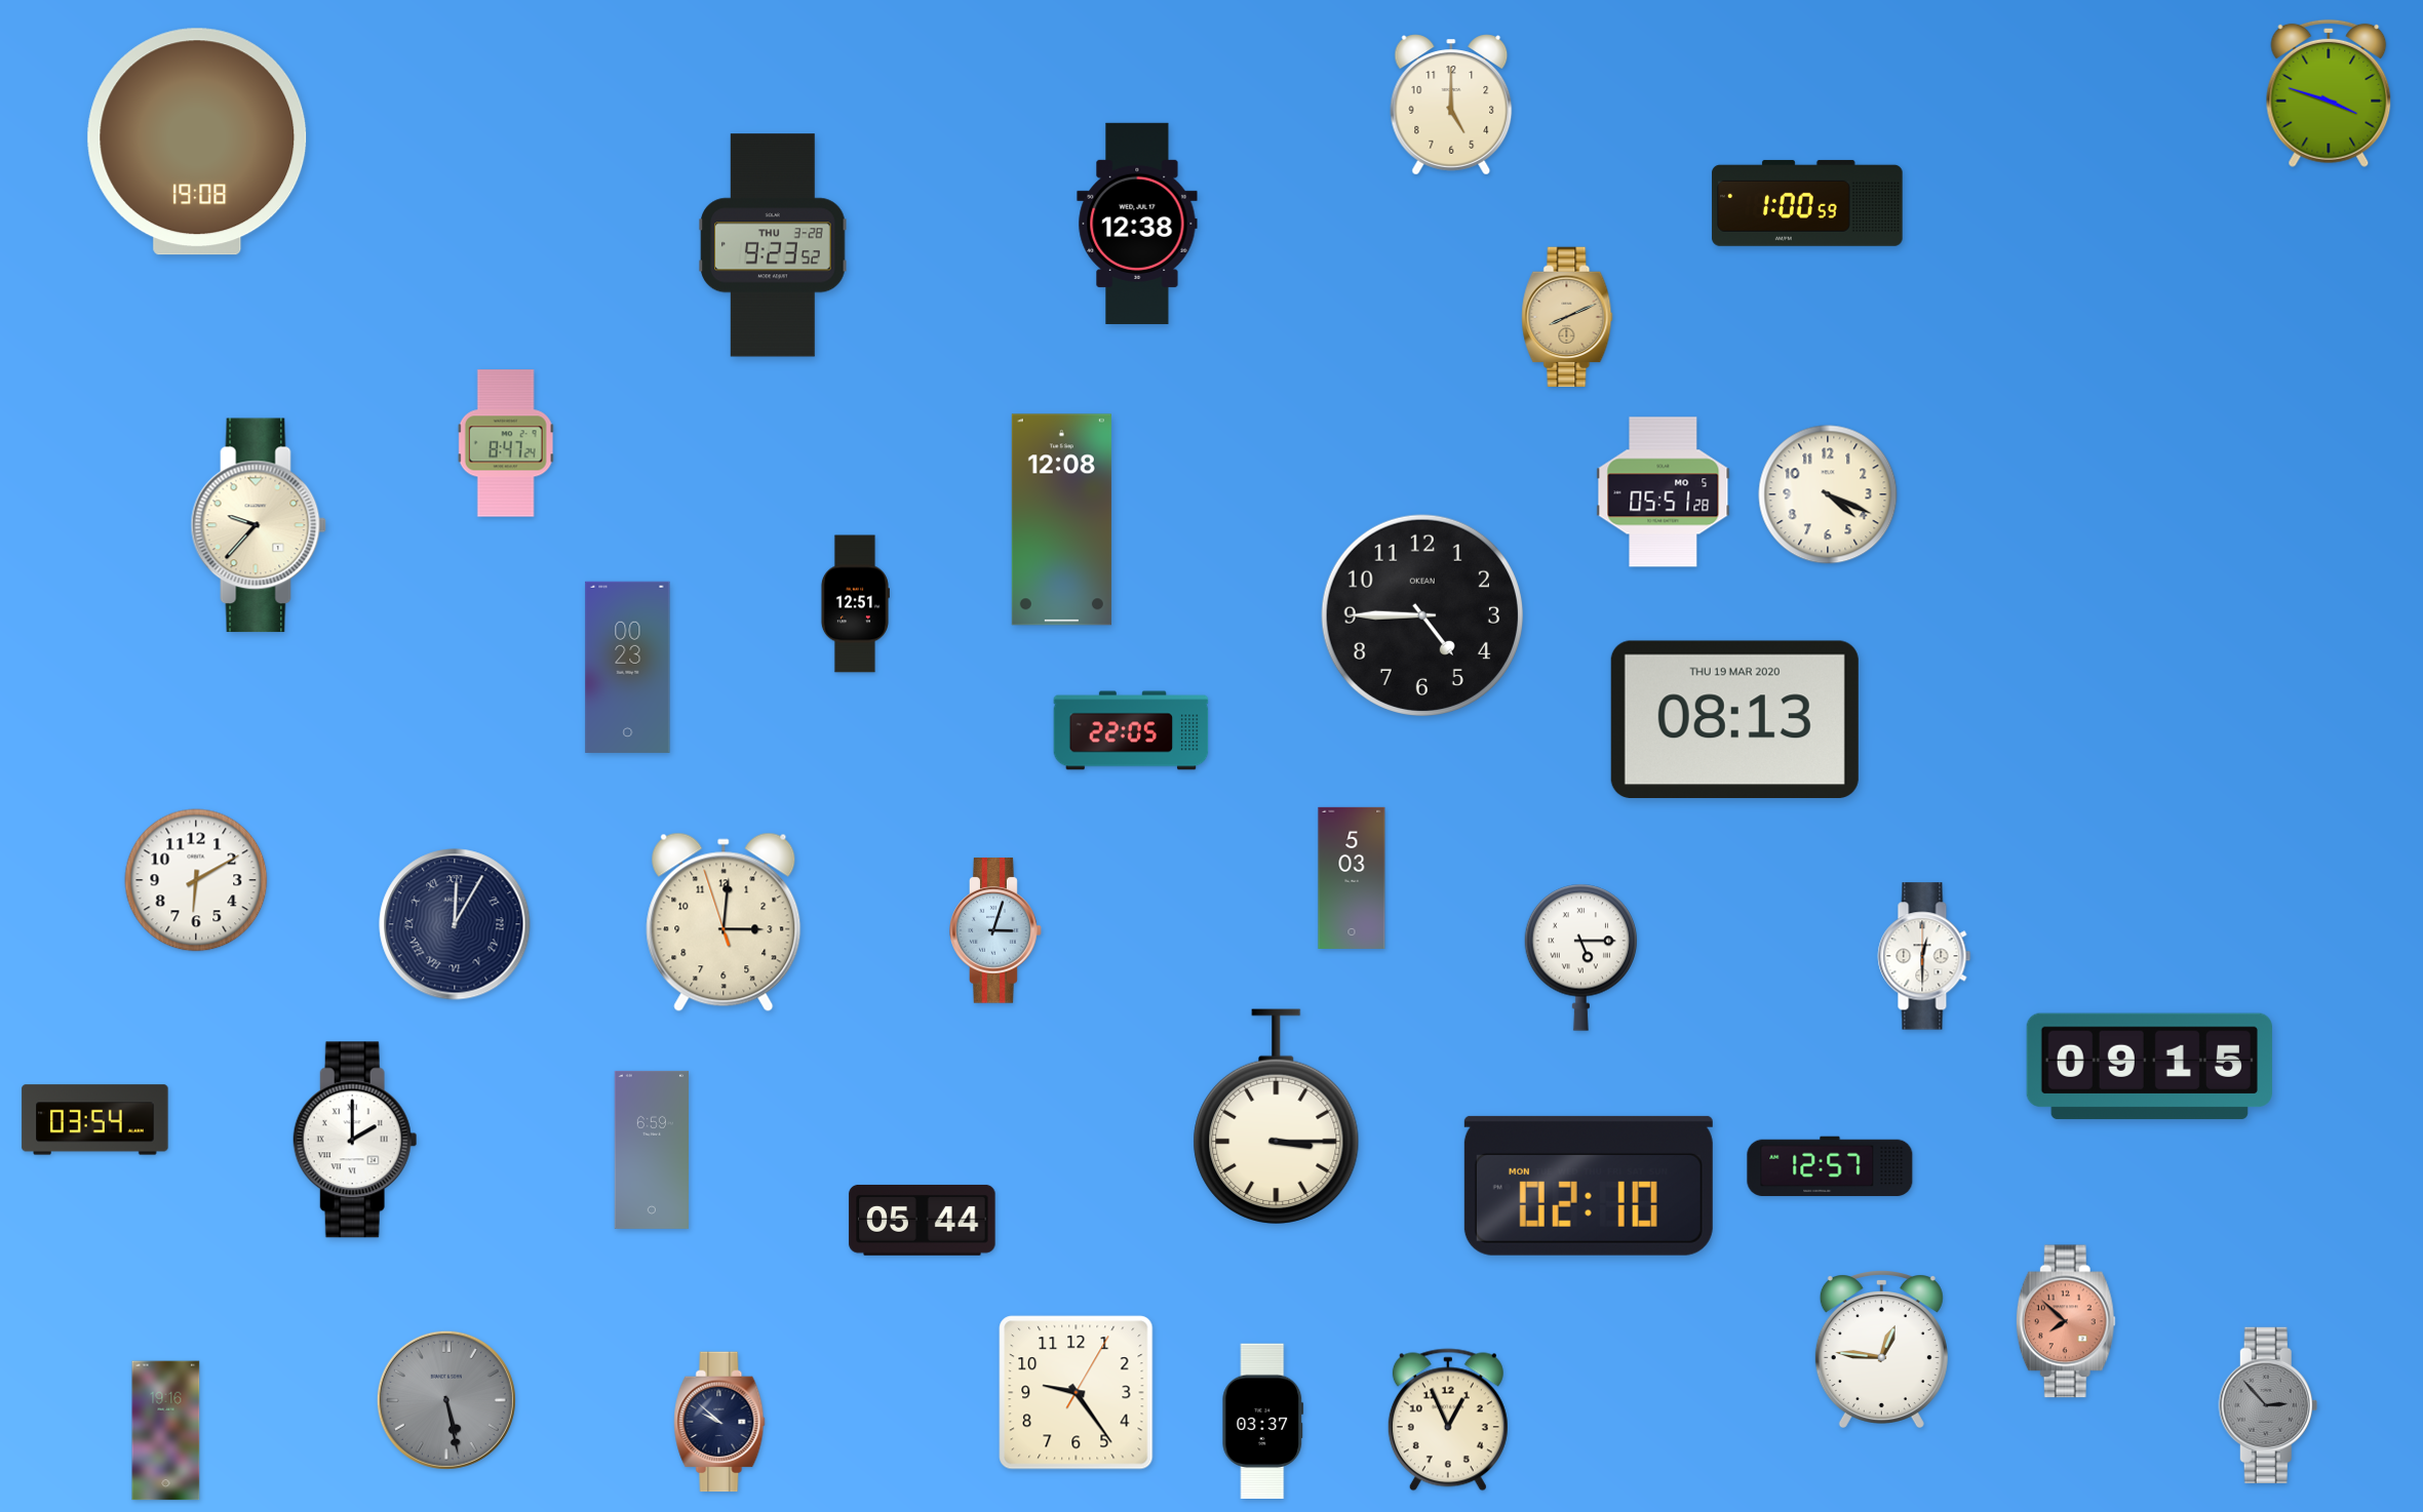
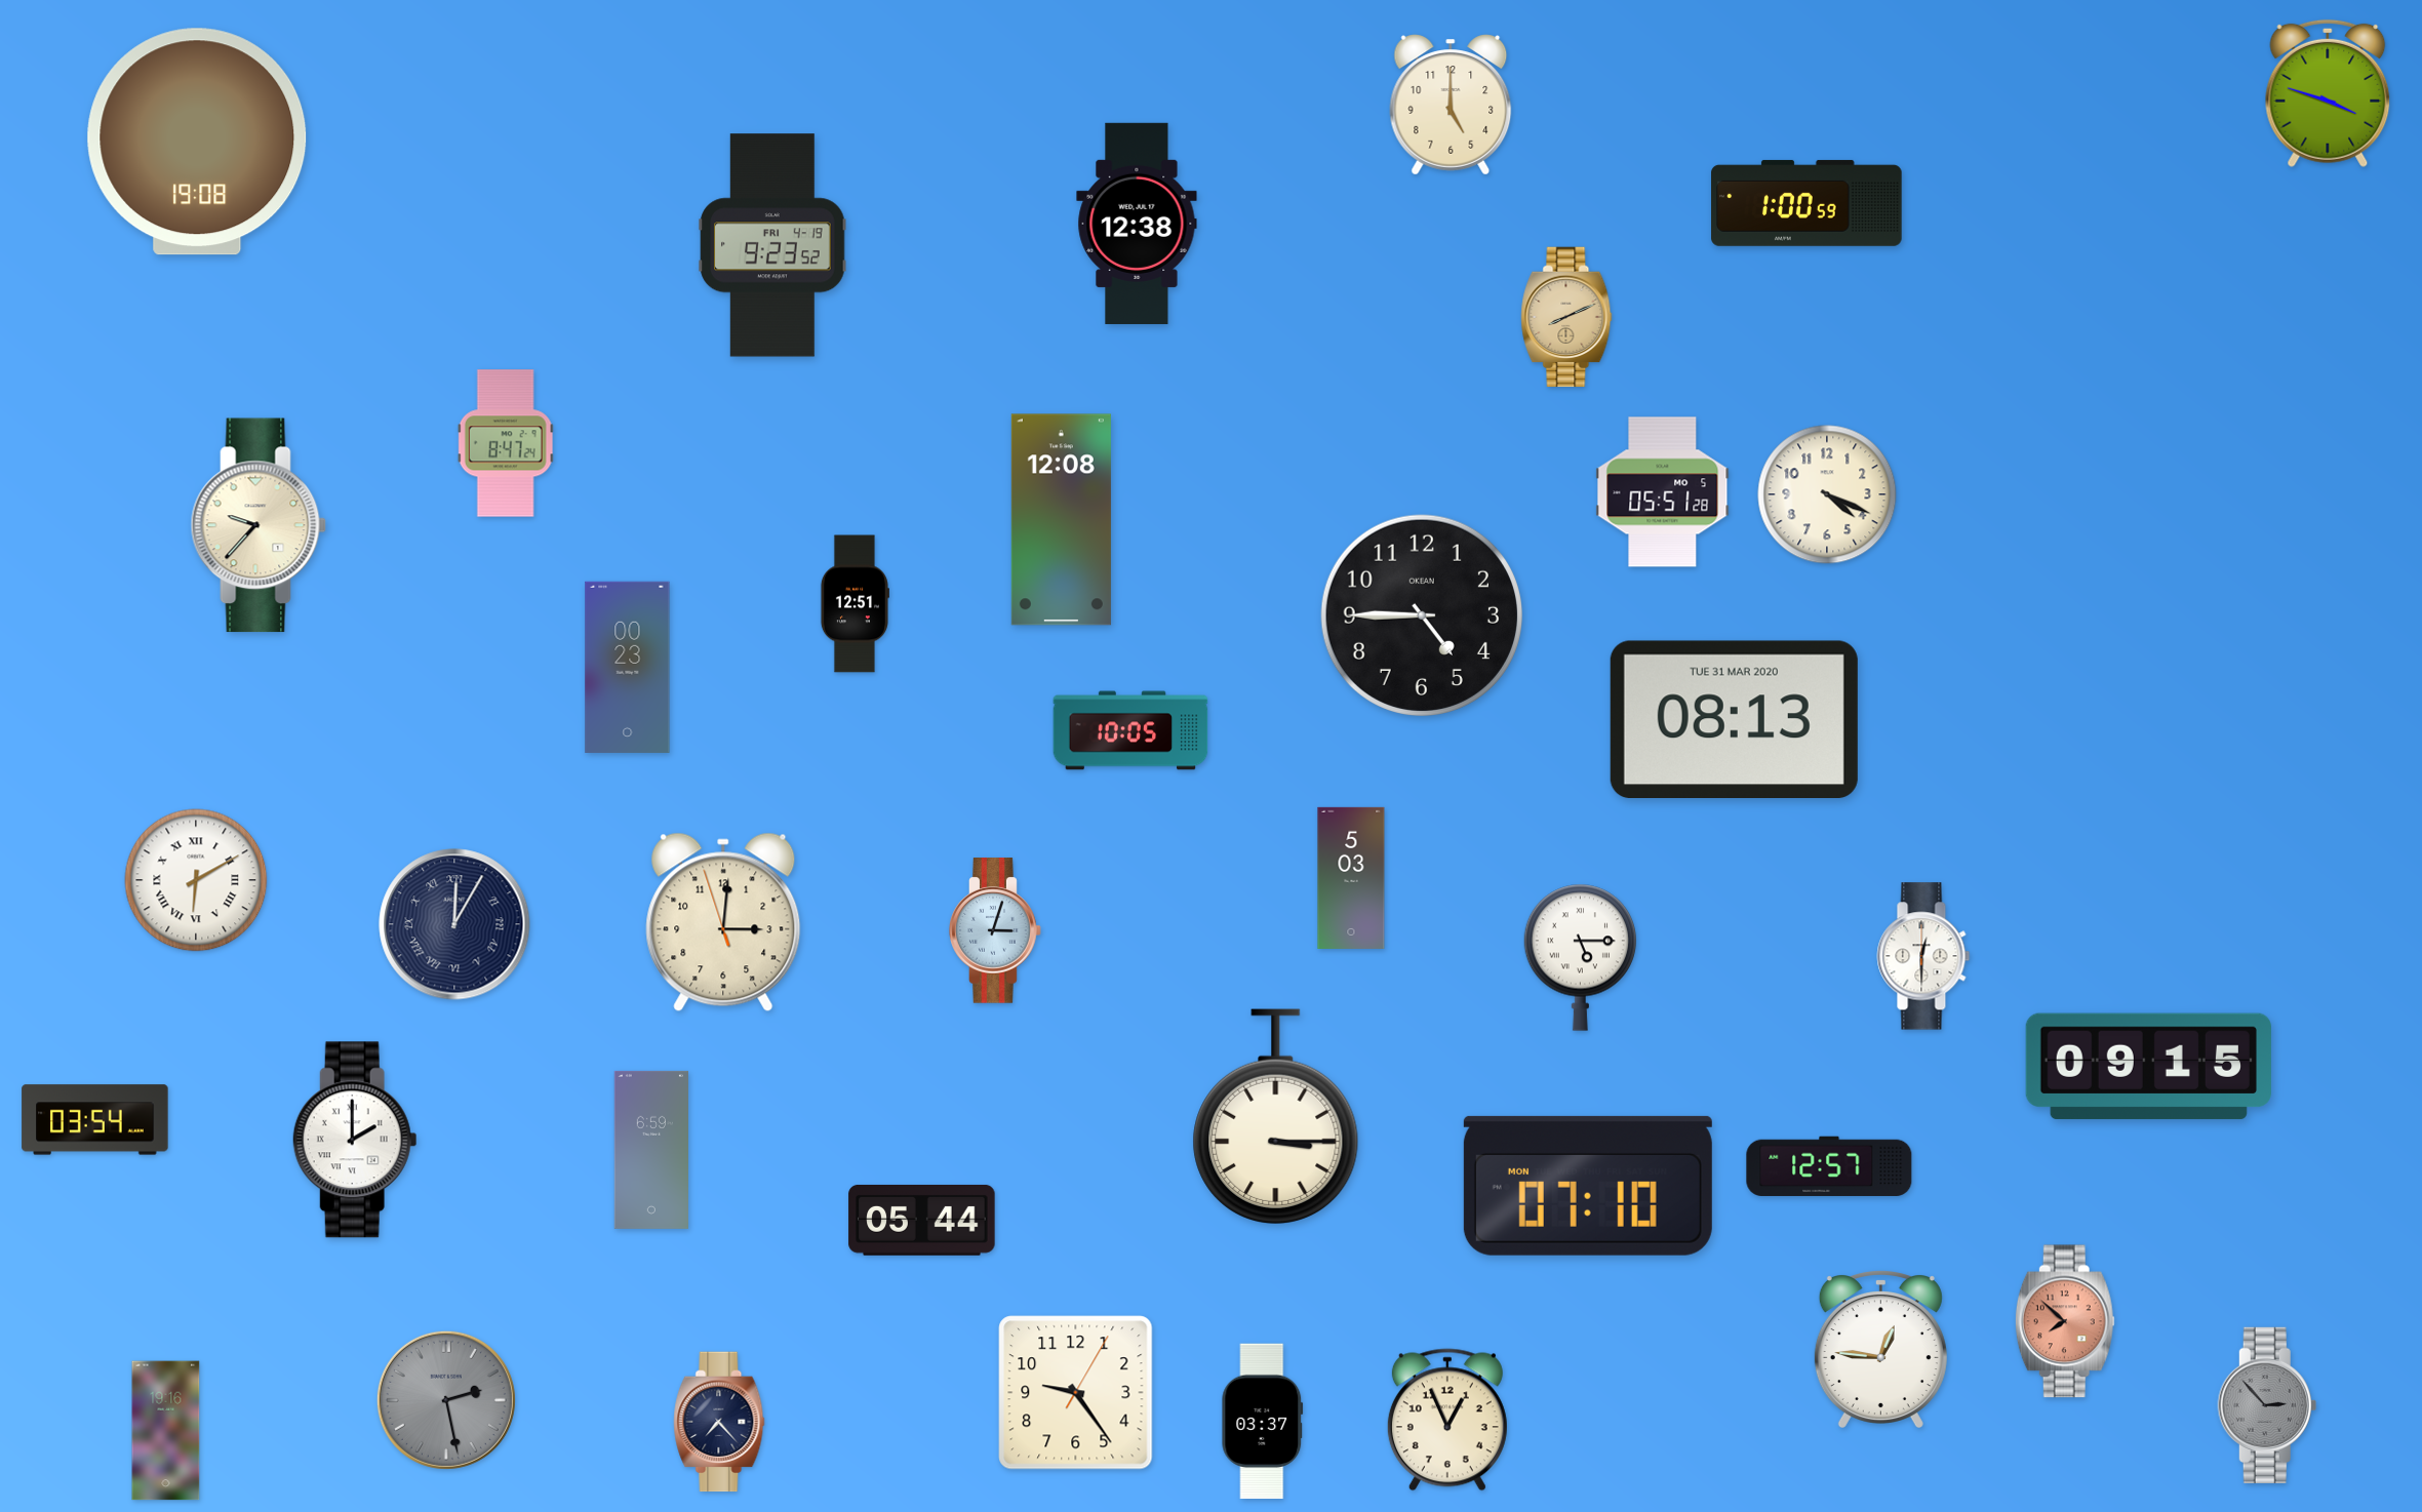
clock at (773, 245) date: THU 3-28 -> FRI 4-19
clock at (1734, 719) date: THU 19 MAR 2020 -> TUE 31 MAR 2020
clock at (1131, 730): 22:05 -> 10:05
clock at (196, 880) numerals: Arabic -> Roman
clock at (1589, 1186): 02:10 -> 07:10
clock at (446, 1400): 5:28 -> 2:28
clock at (719, 1422): 9:52 -> 7:23
